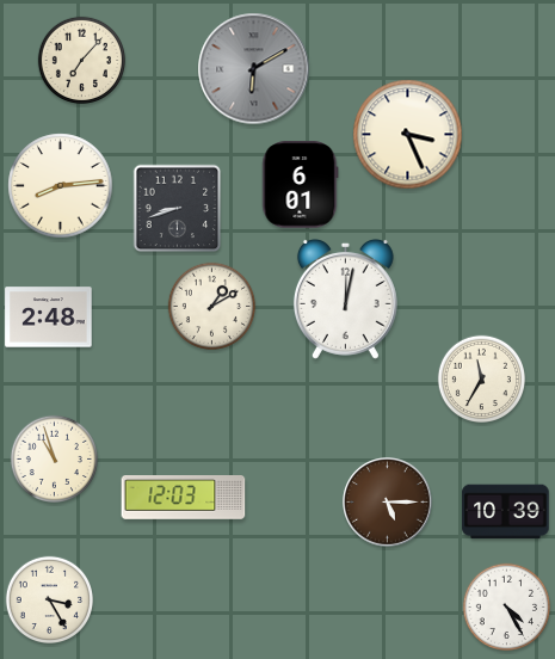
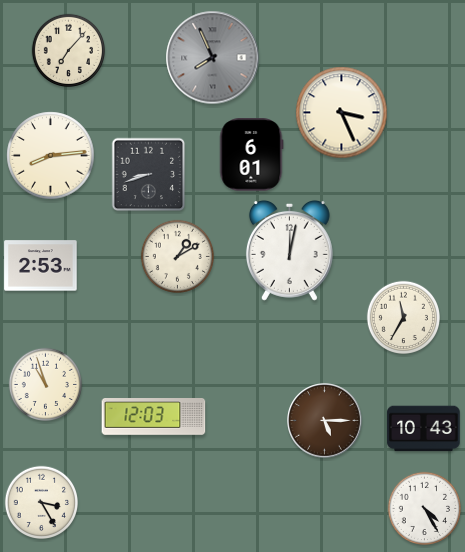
clock at (254, 69): 6:10 -> 7:56
clock at (49, 318): 2:48 -> 2:53
clock at (506, 512): 10:39 -> 10:43
